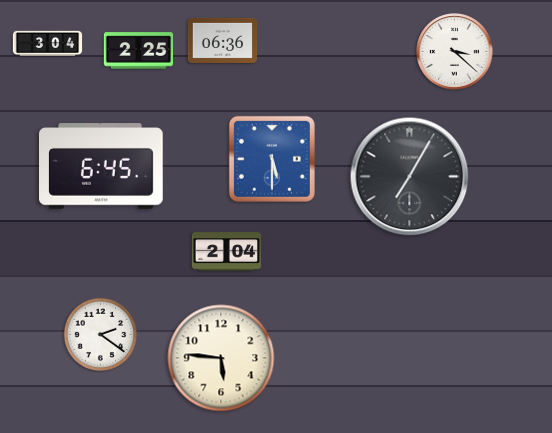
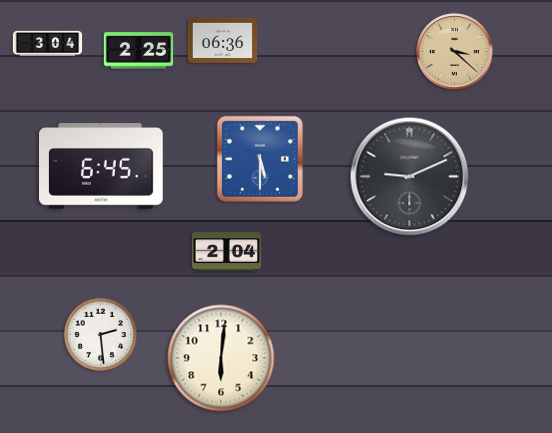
clock at (455, 52) dial: white -> champagne
clock at (272, 159) position: (272, 159) -> (260, 159)
clock at (410, 177): 7:05 -> 9:11
clock at (101, 335): 2:21 -> 2:29
clock at (221, 358): 5:46 -> 6:01
